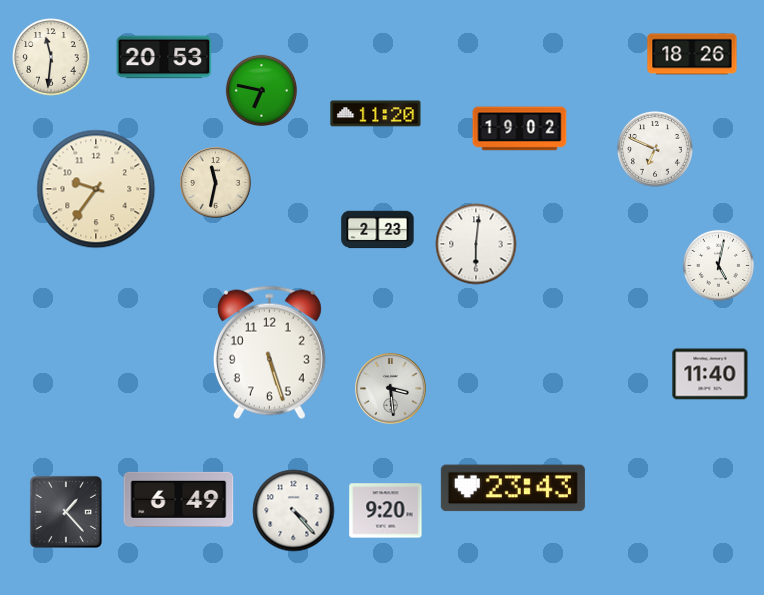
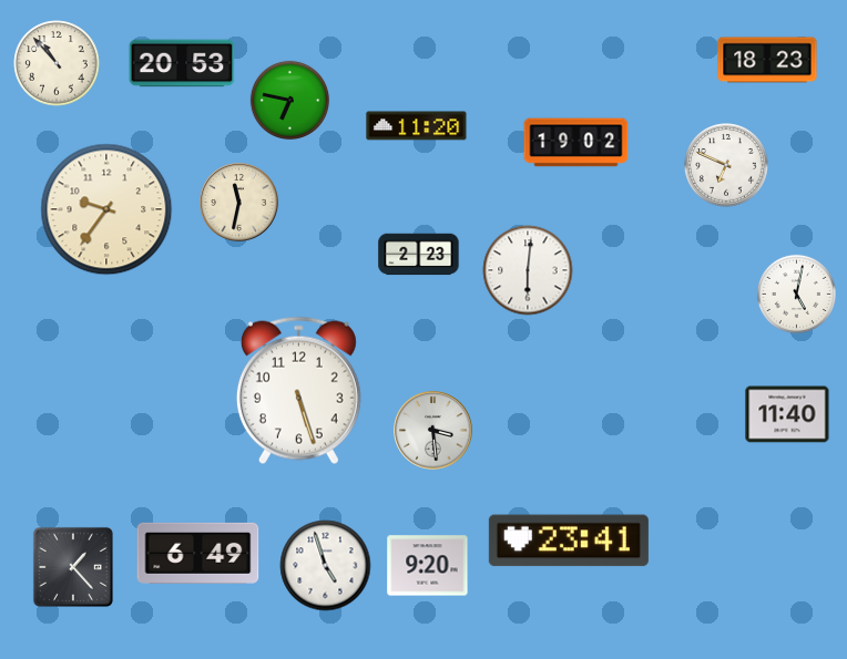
clock at (692, 54): 18:26 -> 18:23
clock at (51, 57): 11:31 -> 10:53
clock at (513, 488): 23:43 -> 23:41
clock at (294, 511): 4:23 -> 4:57
